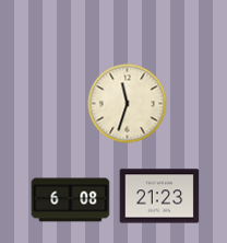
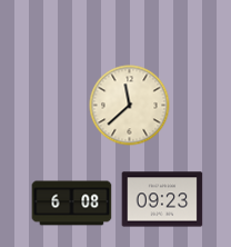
clock at (128, 104): 11:33 -> 11:38
clock at (159, 196): 21:23 -> 09:23
